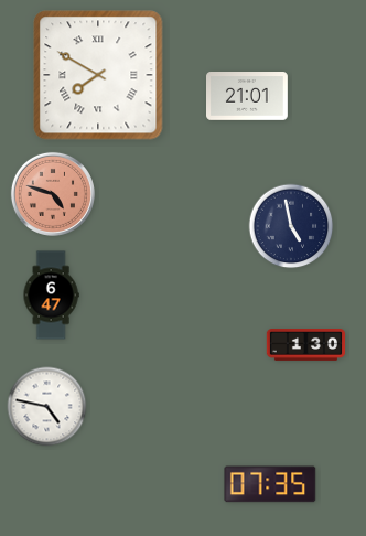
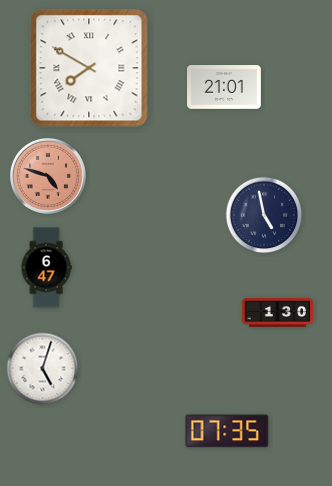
clock at (291, 226) position: (291, 226) -> (264, 215)
clock at (47, 407): 4:47 -> 5:03
clock at (270, 484) position: (270, 484) -> (227, 431)
